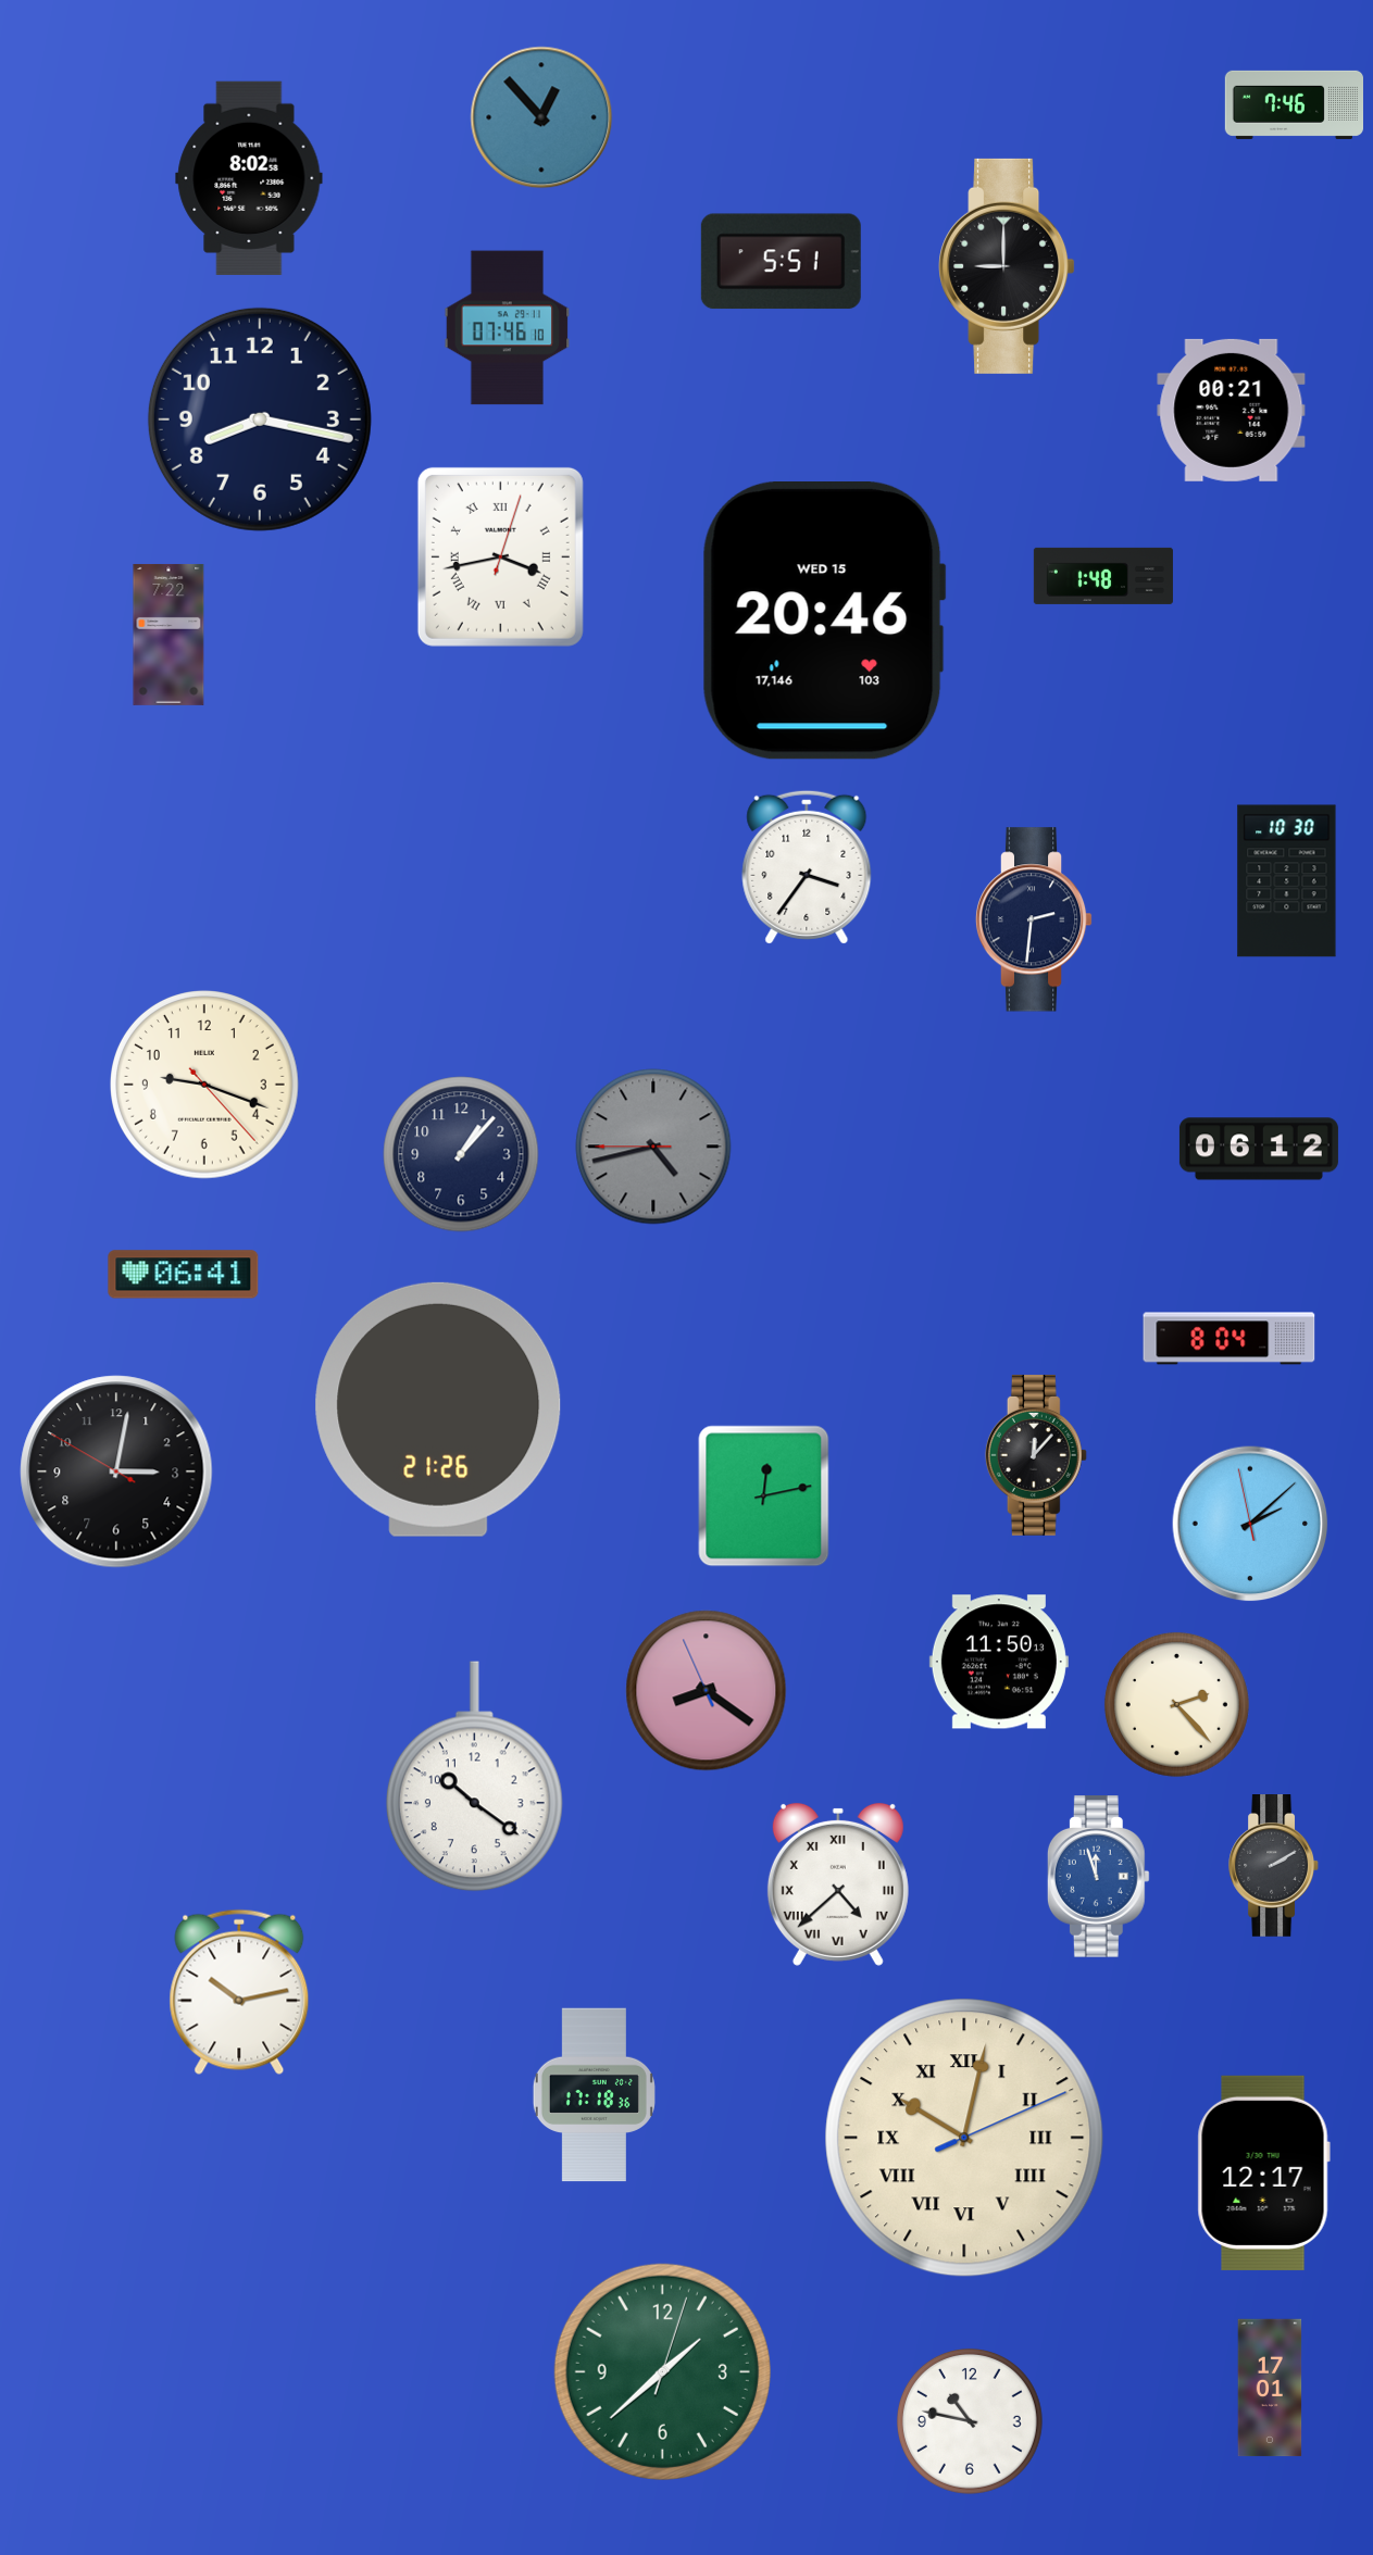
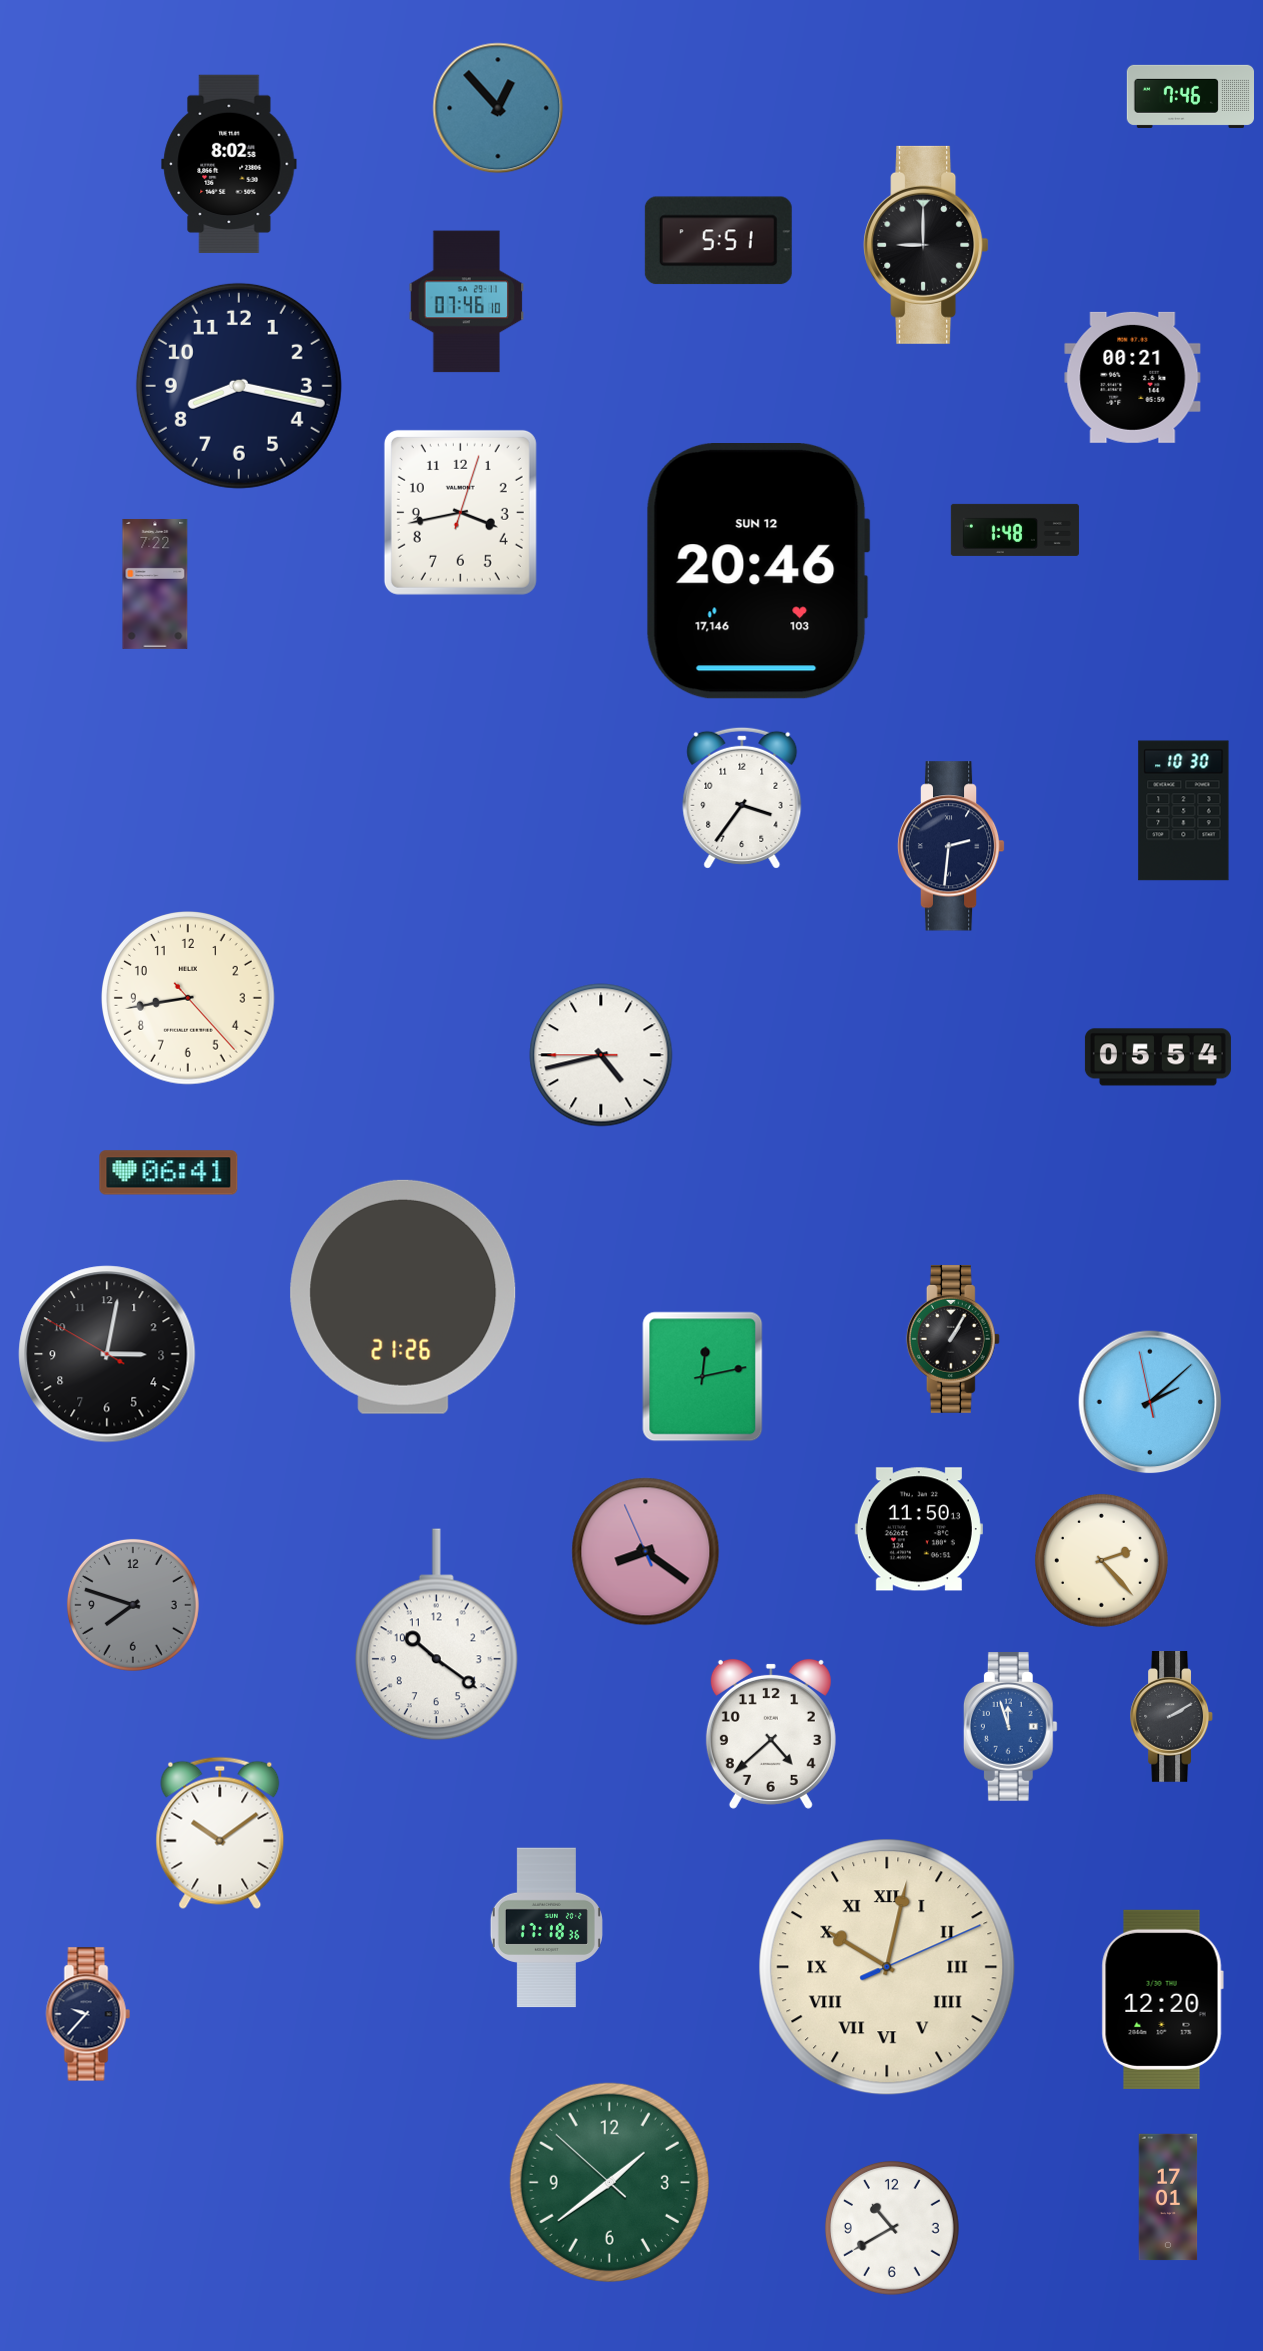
clock at (500, 556) numerals: Roman -> Arabic
clock at (824, 622) date: WED 15 -> SUN 12
clock at (205, 1086): 9:18 -> 8:43
clock at (653, 1147) dial: grey -> white
clock at (1259, 1149): 06:12 -> 05:54
clock at (461, 1154): 1:07 -> none
clock at (1230, 1339): 8:04 -> none
clock at (1036, 1455): 12:07 -> 1:05
clock at (707, 1691) position: (707, 1691) -> (646, 1552)
clock at (1176, 1704) position: (1176, 1704) -> (1101, 1560)
clock at (133, 1605): none -> 7:48
clock at (838, 1884) numerals: Roman -> Arabic
clock at (239, 1992): 10:13 -> 10:09
clock at (1263, 2172): 12:17 -> 12:20
clock at (88, 2014): none -> 9:37
clock at (662, 2371): 1:38:03 -> 1:38:52
clock at (970, 2421): 10:47 -> 10:40
